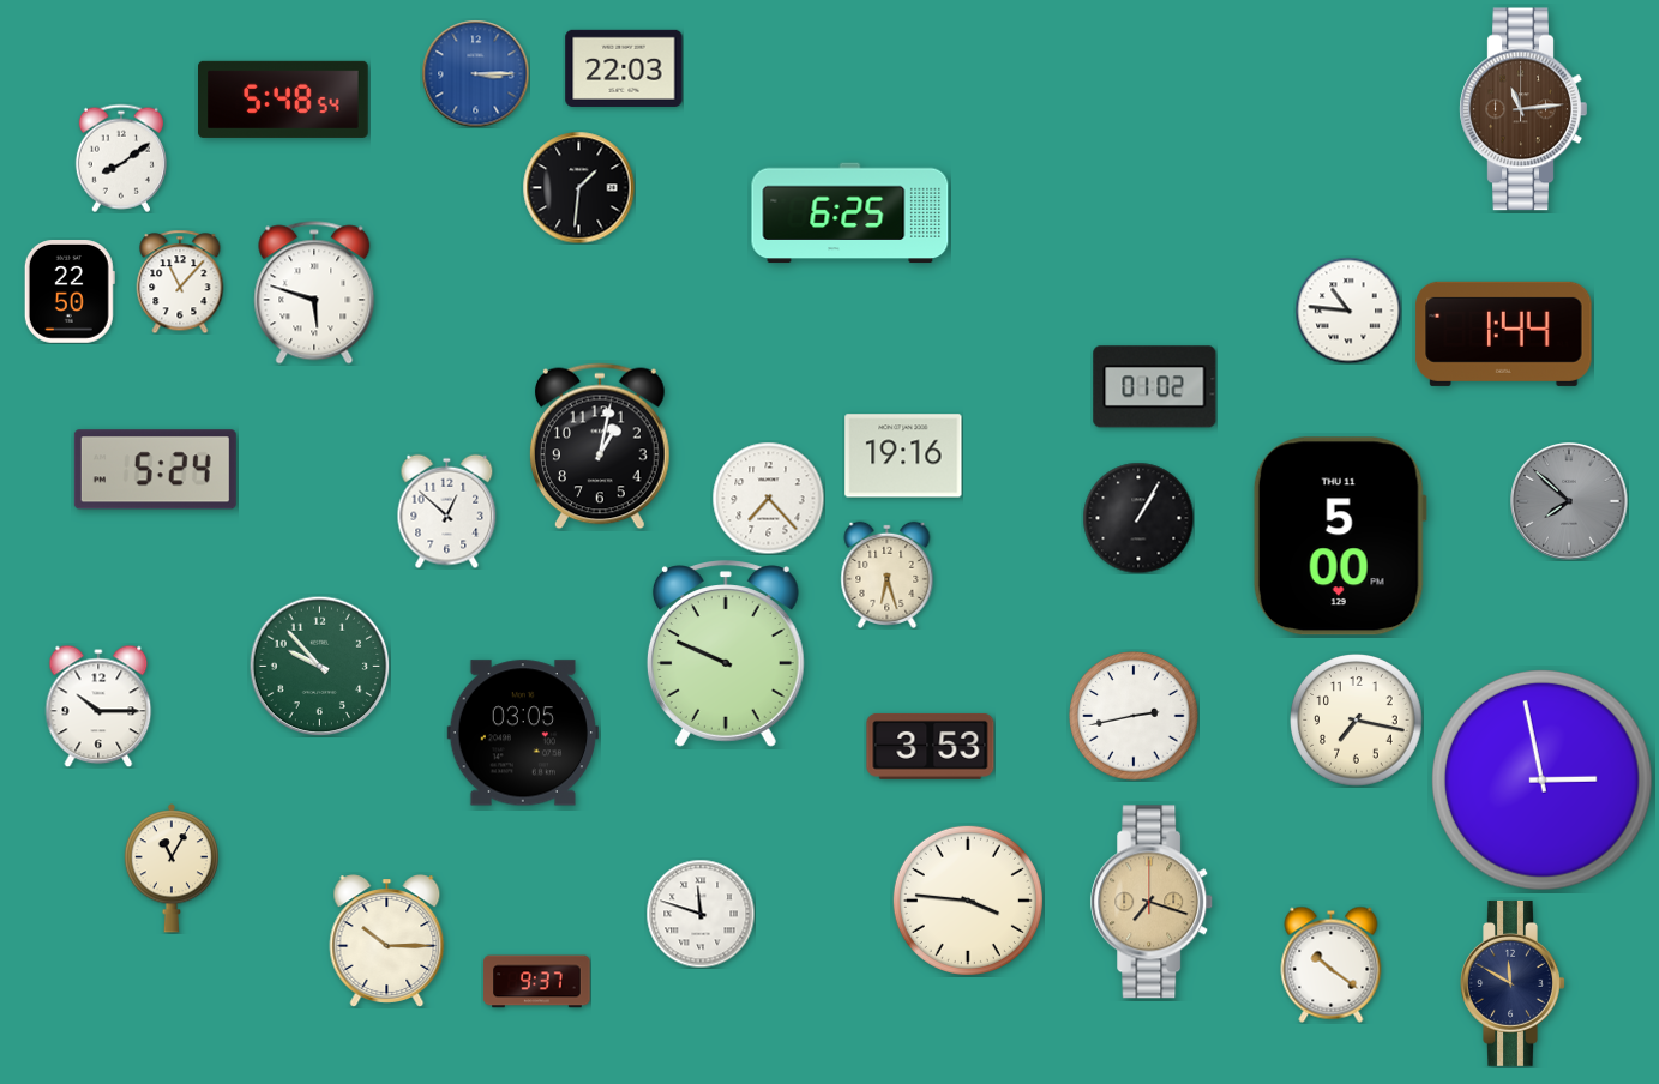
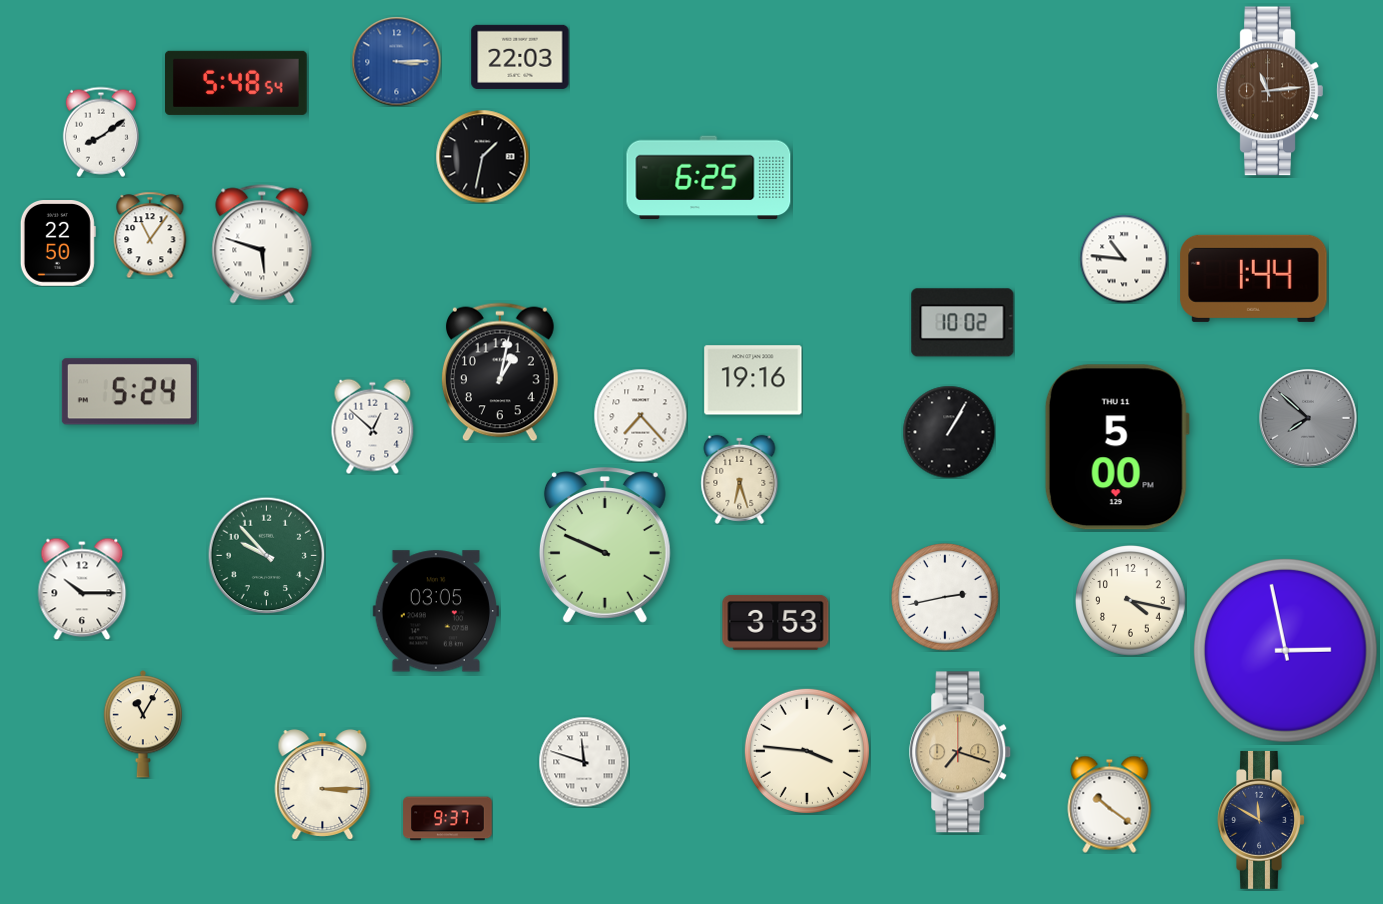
clock at (578, 187): 1:31 -> 1:32
clock at (180, 282): 11:07 -> 11:06
clock at (1155, 387): 01:02 -> 10:02
clock at (1357, 721): 7:17 -> 4:17
clock at (387, 941): 10:15 -> 3:15
